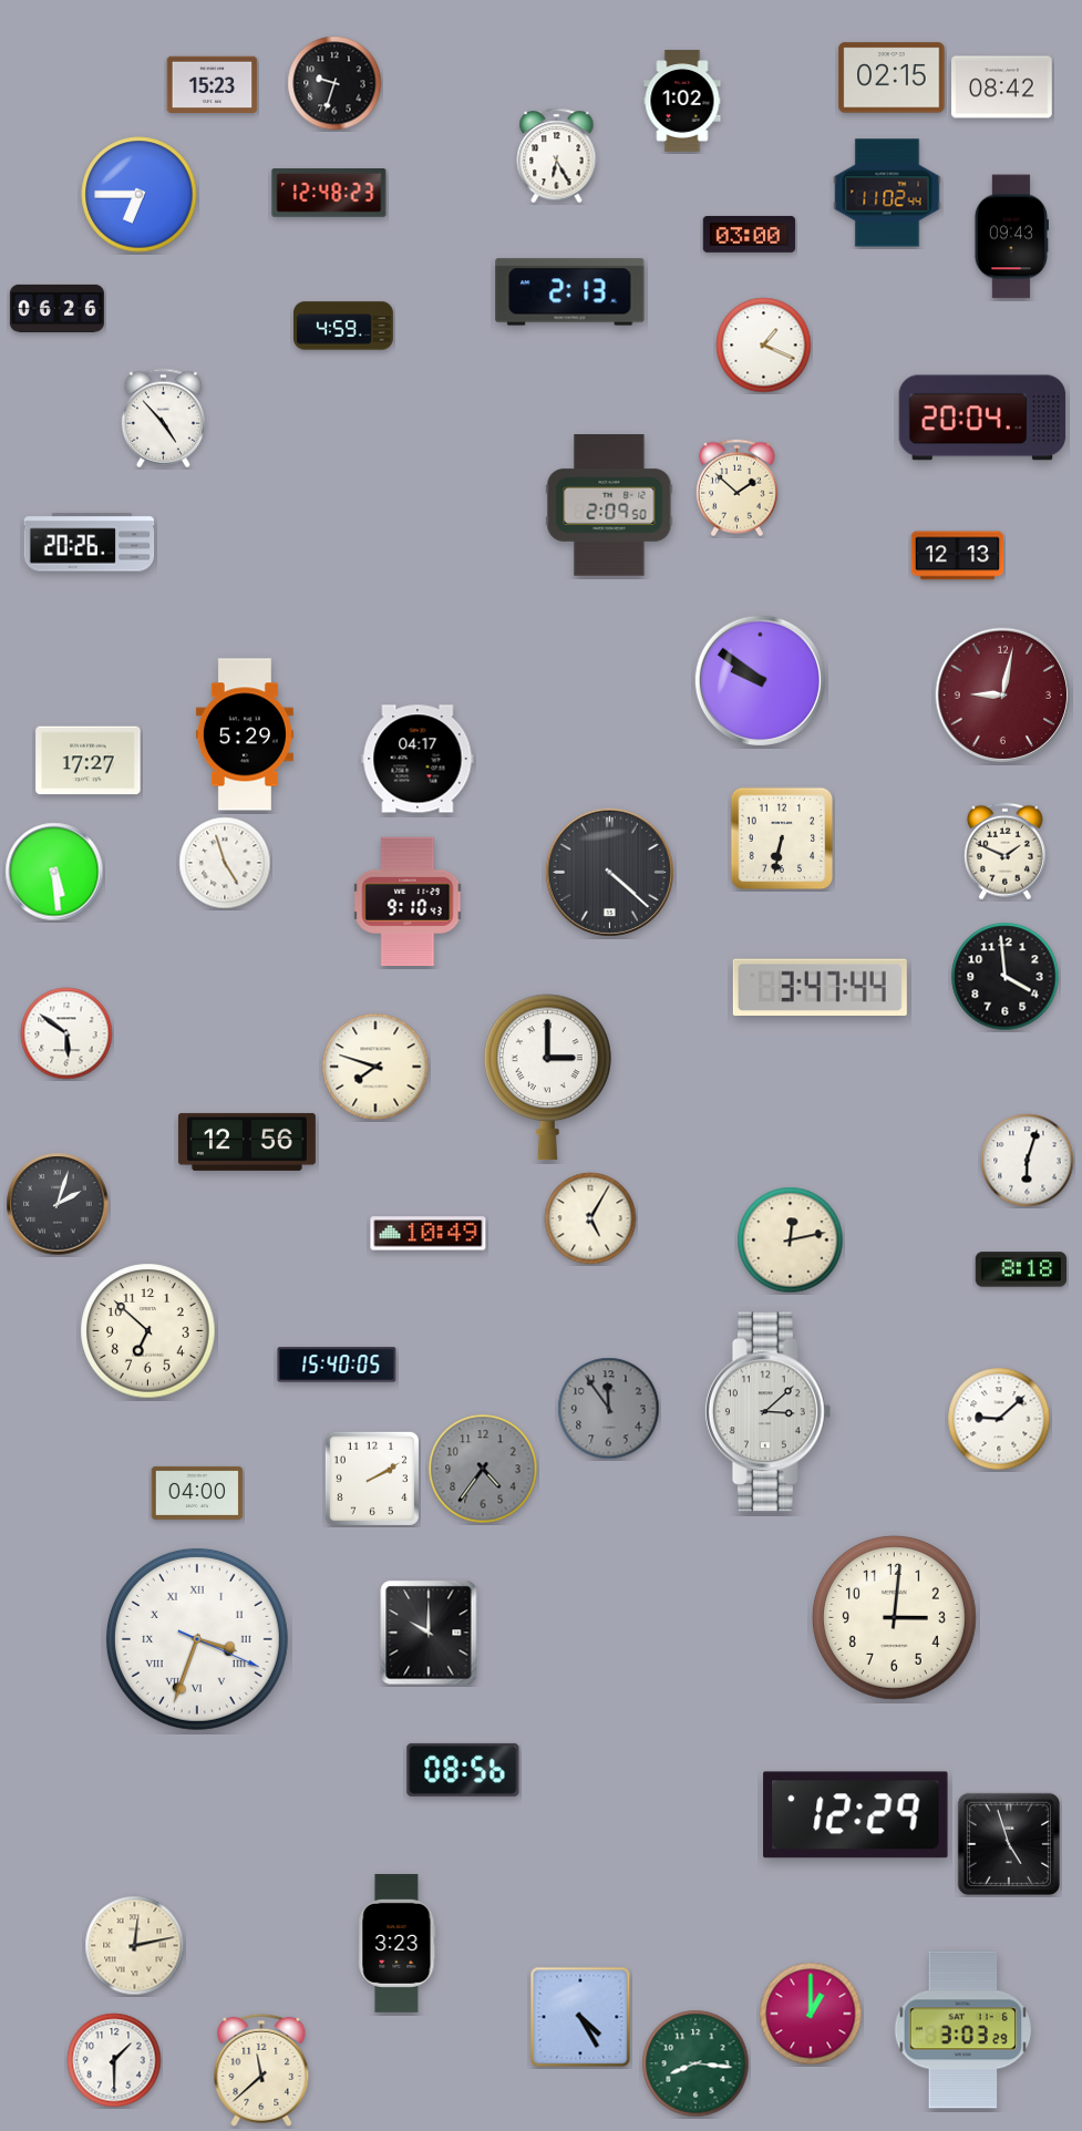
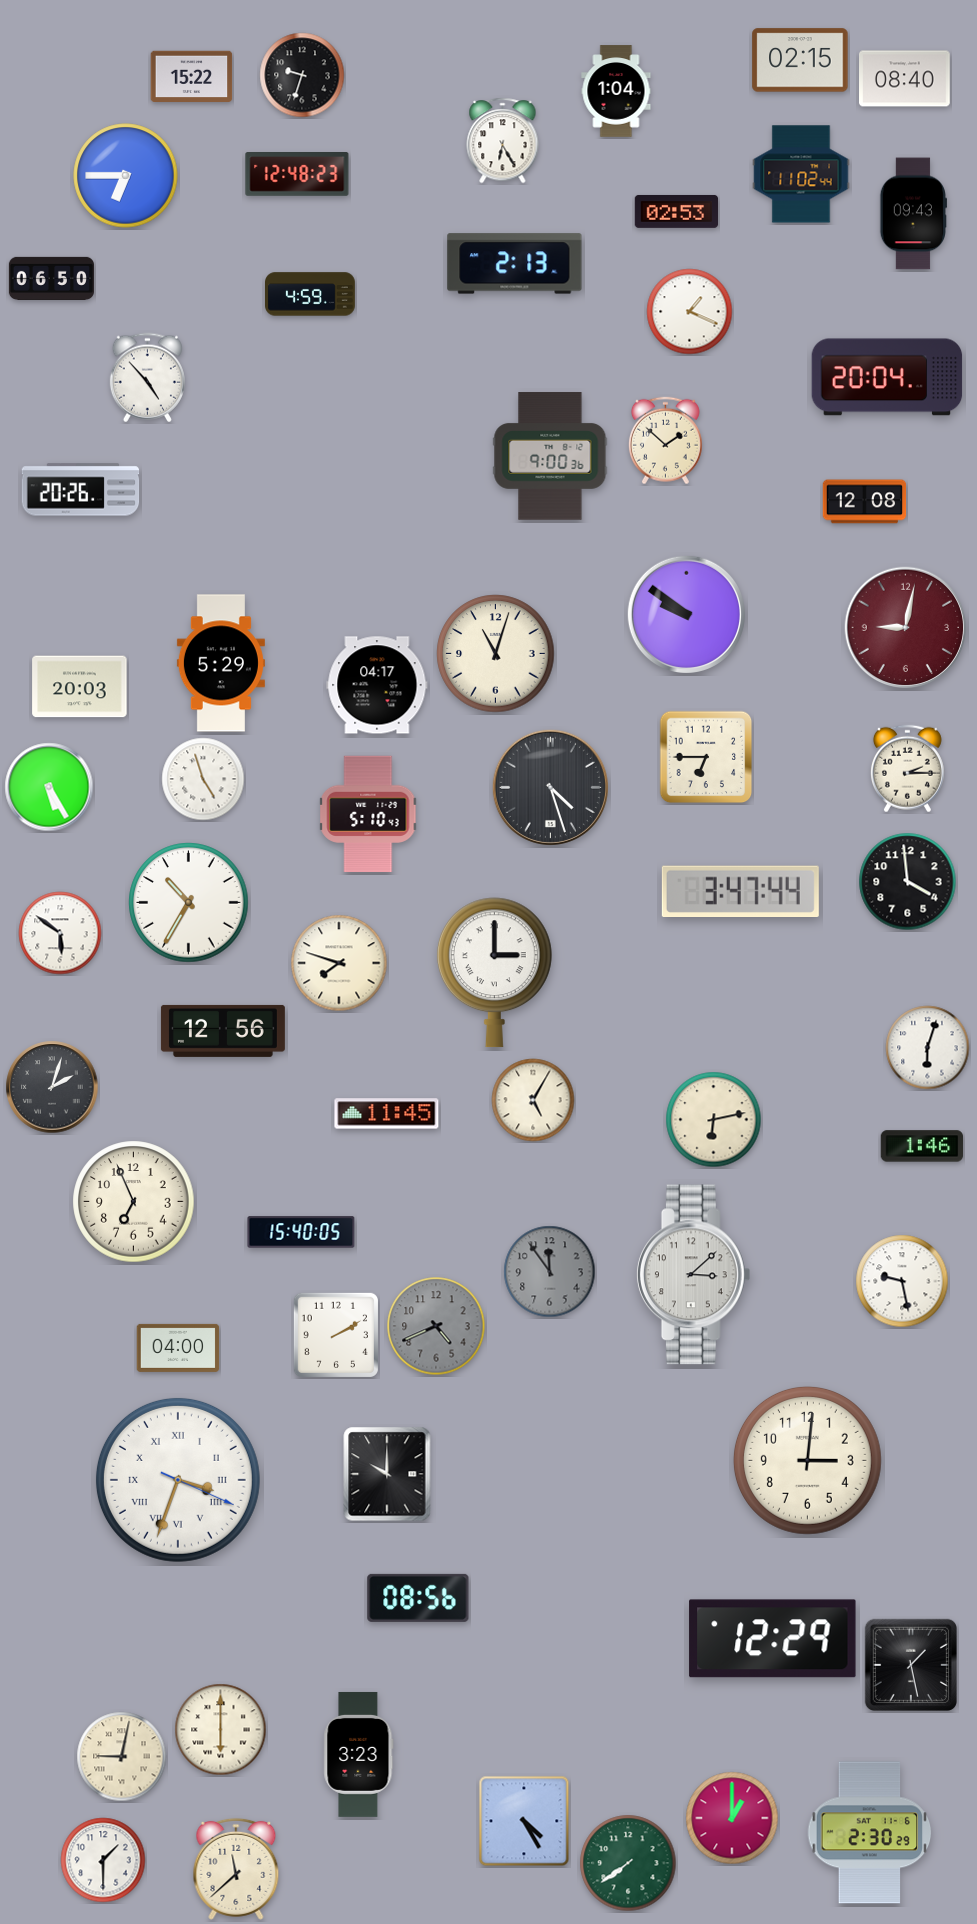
clock at (892, 78) position: (892, 78) -> (800, 60)
clock at (213, 85): 15:23 -> 15:22
clock at (1002, 87): 08:42 -> 08:40
clock at (682, 101): 1:02 -> 1:04
clock at (750, 235): 03:00 -> 02:53
clock at (56, 308): 06:26 -> 06:50
clock at (609, 505): 2:09 -> 9:00
clock at (958, 556): 12:13 -> 12:08
clock at (496, 654): none -> 11:03
clock at (89, 761): 17:27 -> 20:03
clock at (782, 838): 6:32 -> 6:45
clock at (1004, 852): 1:49 -> 2:15
clock at (54, 872): 5:29 -> 5:25
clock at (609, 872): 4:22 -> 4:27
clock at (408, 902): 9:10 -> 5:10
clock at (189, 903): none -> 10:35
clock at (429, 1234): 10:49 -> 11:45
clock at (791, 1240): 12:13 -> 6:13
clock at (1021, 1269): 8:18 -> 1:46
clock at (148, 1331): 6:52 -> 6:56
clock at (337, 1365) position: (337, 1365) -> (301, 1232)
clock at (999, 1419): 9:08 -> 9:28
clock at (483, 1469): 4:36 -> 4:41
clock at (1009, 1844): 4:57 -> 1:28
clock at (221, 1730): none -> 6:00
clock at (135, 1946): 12:13 -> 9:02
clock at (964, 2030): 3:03 -> 2:30
clock at (695, 2063): 8:16 -> 7:39
